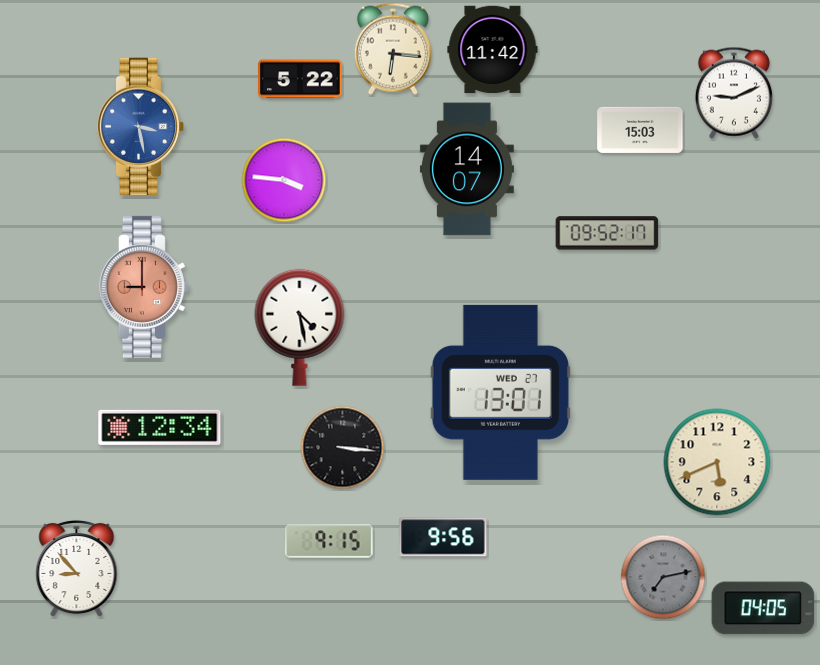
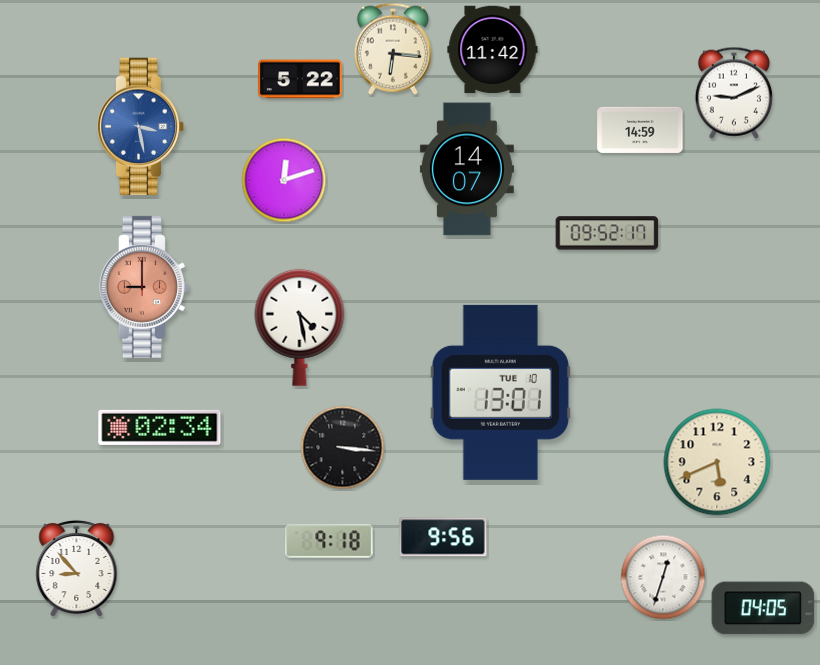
clock at (640, 130): 15:03 -> 14:59
clock at (284, 180): 3:46 -> 12:12
clock at (500, 392) date: WED 27 -> TUE 10
clock at (160, 427): 12:34 -> 02:34
clock at (329, 541): 9:15 -> 9:18
clock at (663, 577): 7:13 -> 12:33
clock at (663, 577) dial: grey -> white
